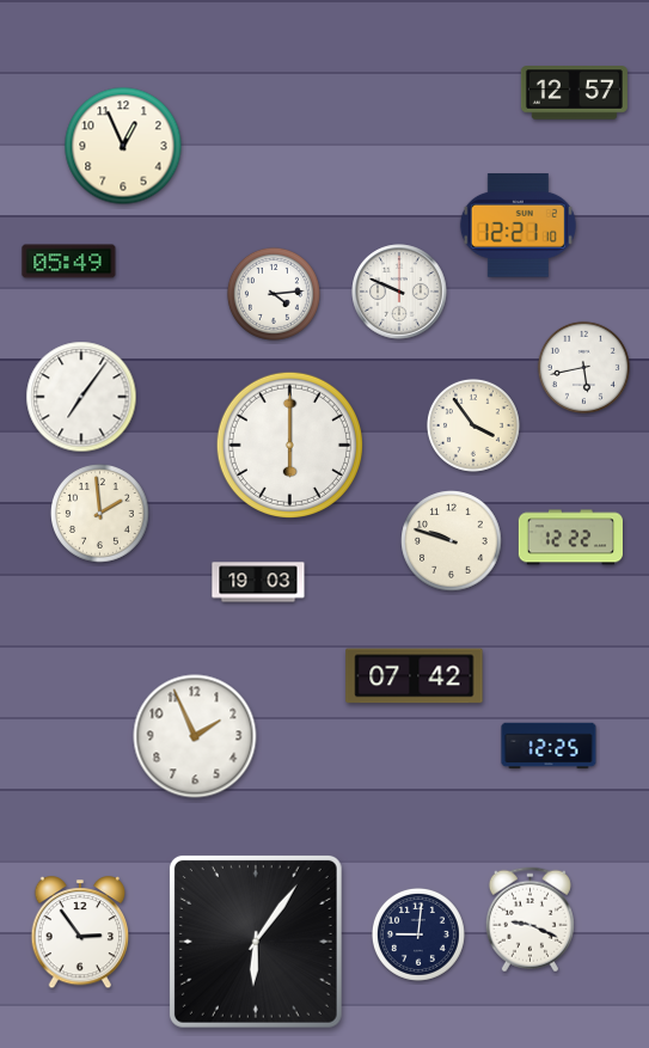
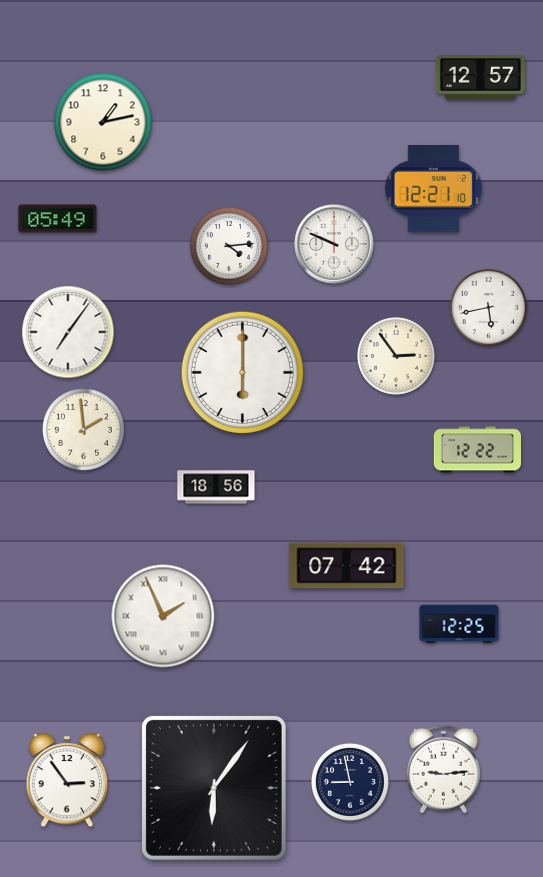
clock at (123, 146): 12:56 -> 1:13
clock at (473, 425): 3:54 -> 2:54
clock at (452, 541): 9:48 -> none
clock at (258, 582): 19:03 -> 18:56
clock at (195, 736) numerals: Arabic -> Roman
clock at (529, 920): 9:19 -> 9:14
clock at (418, 934): 9:01 -> 8:58
